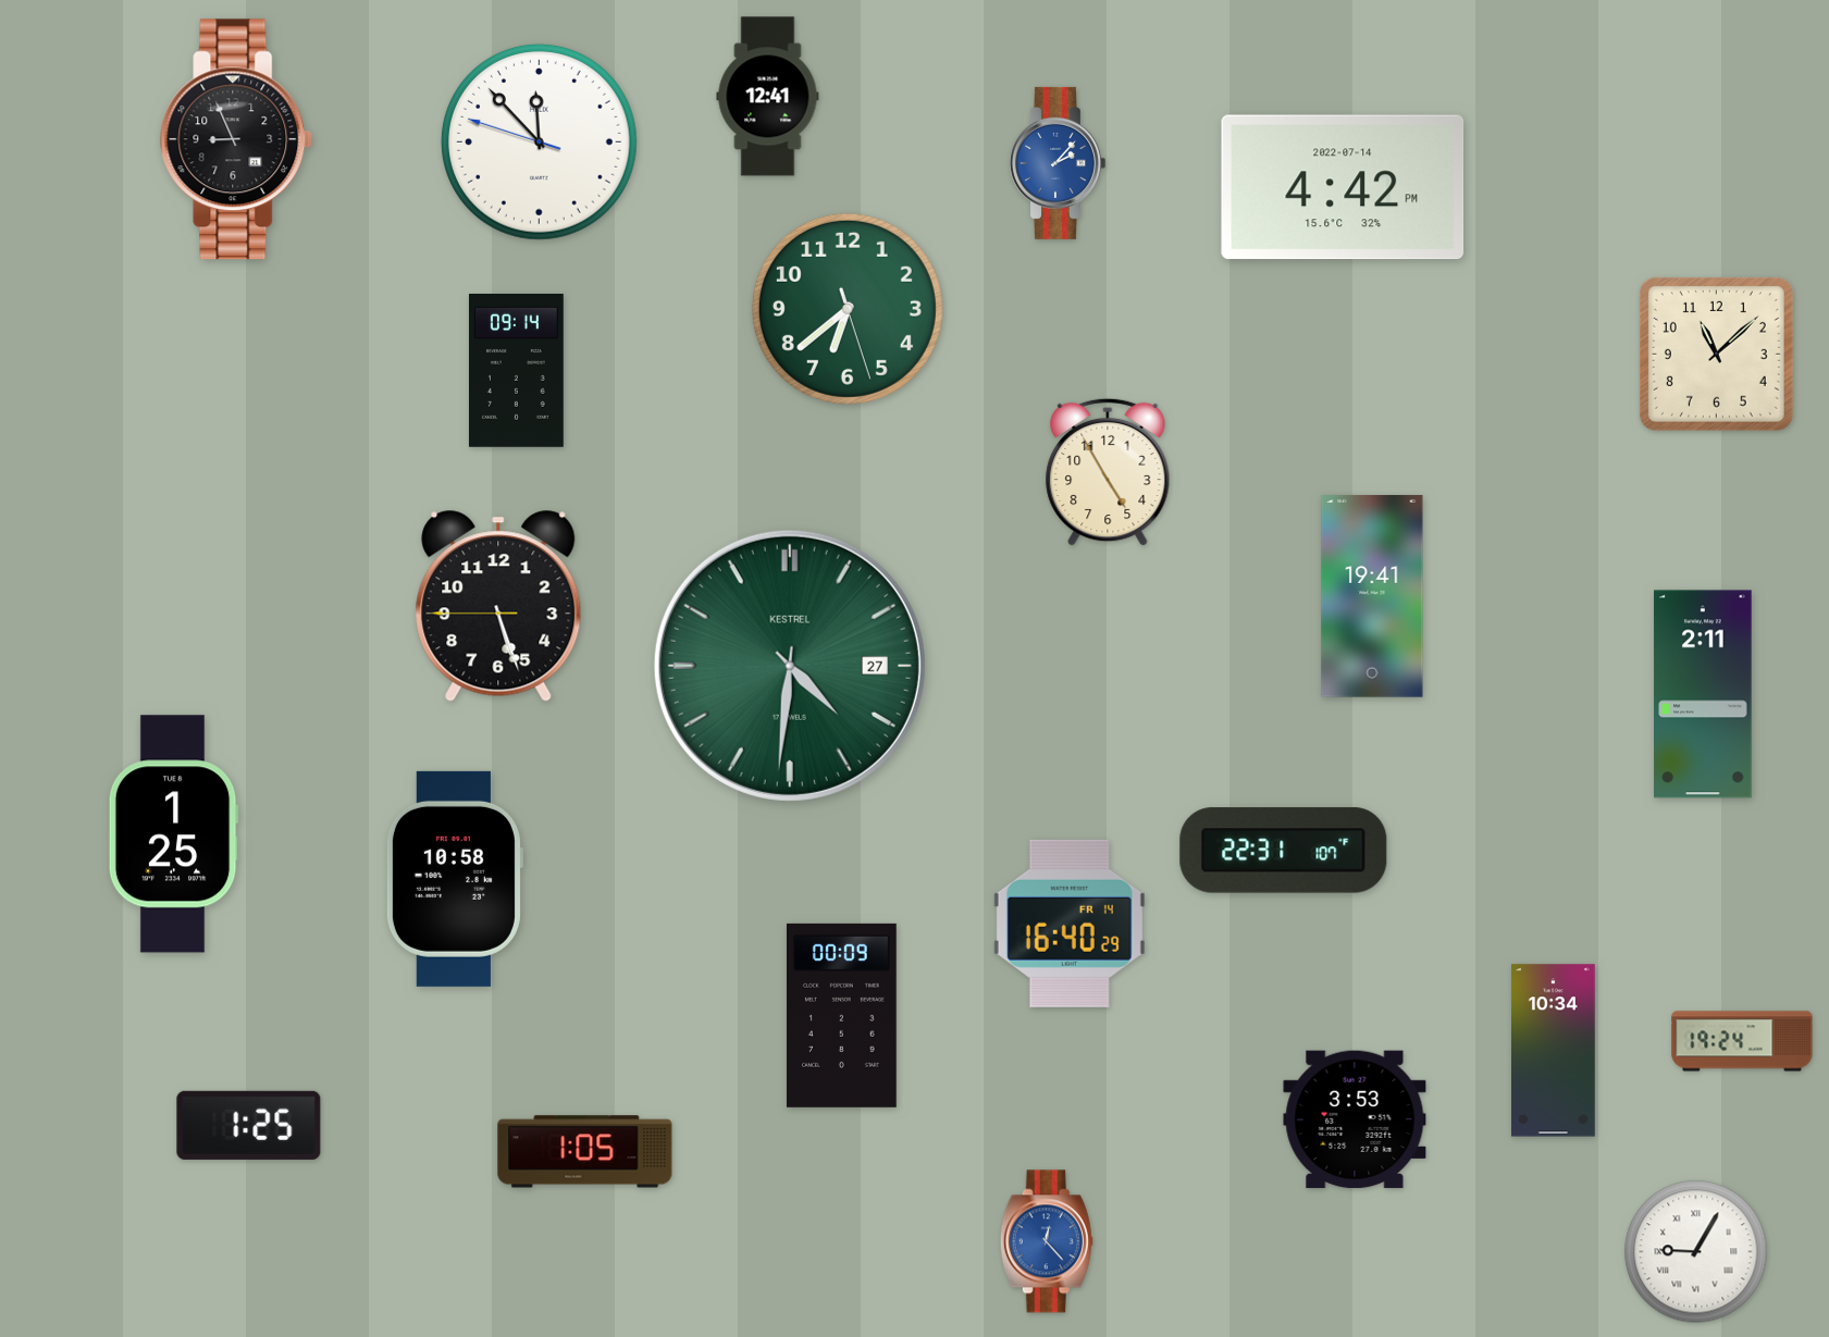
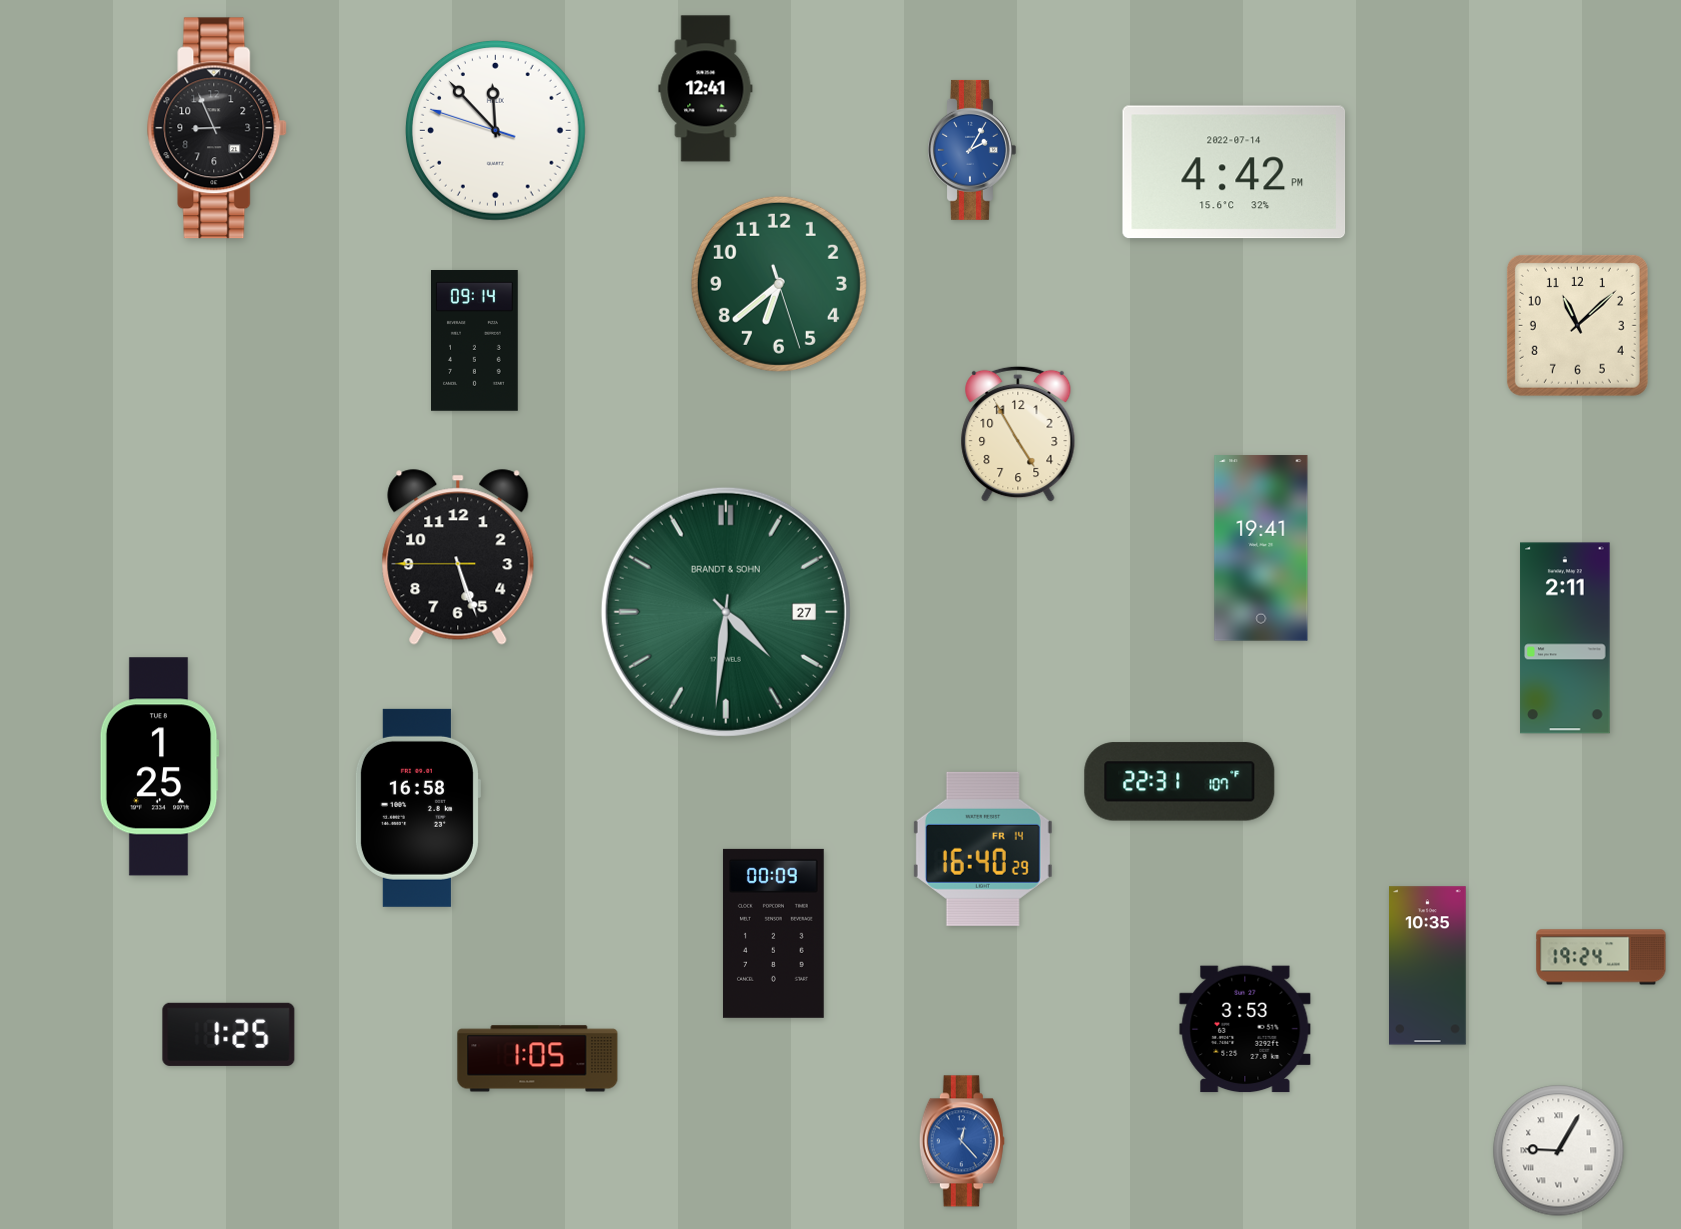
clock at (1058, 163): 2:07 -> 2:05
clock at (790, 666) brand: KESTREL -> BRANDT & SOHN
clock at (454, 879): 10:58 -> 16:58
clock at (1554, 1051): 10:34 -> 10:35
